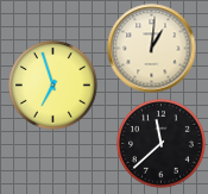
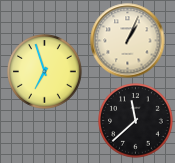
clock at (152, 49): 1:01 -> 1:04
